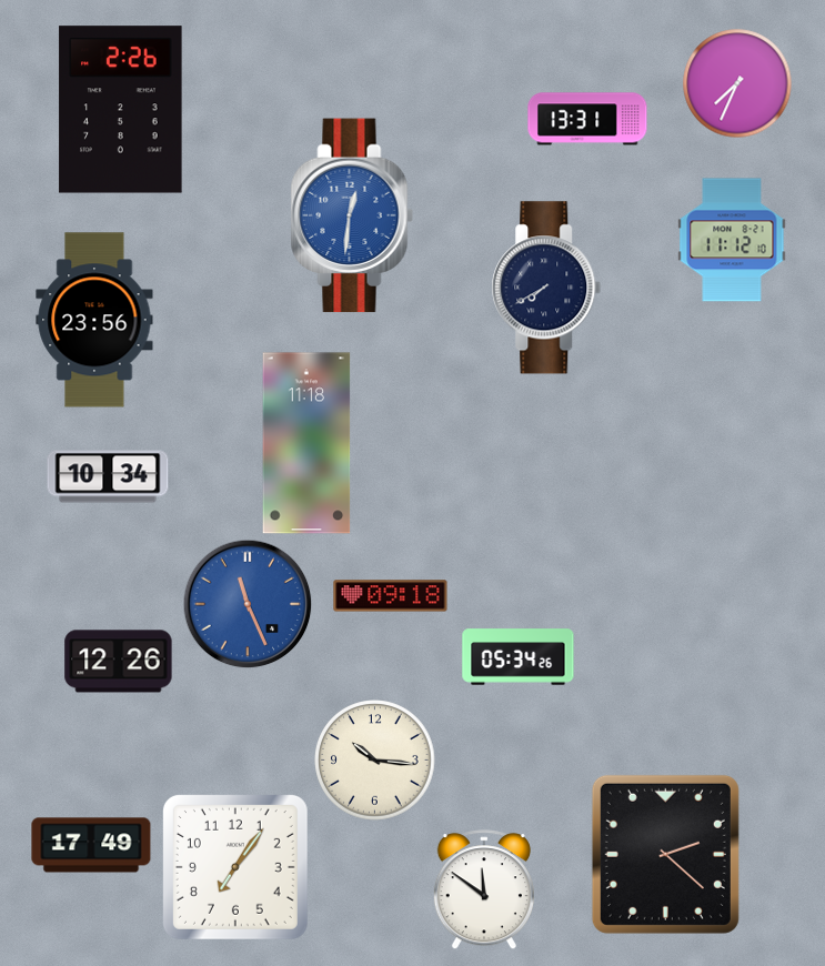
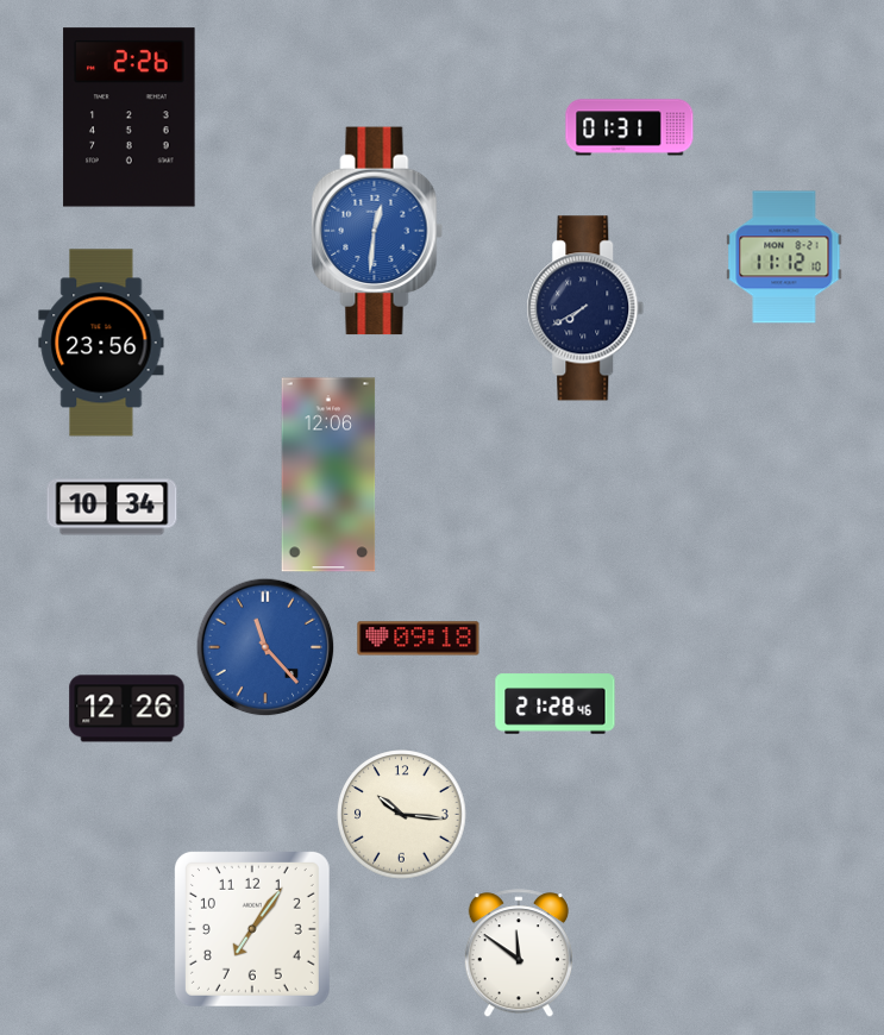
clock at (737, 83): 7:34 -> none
clock at (587, 119): 13:31 -> 01:31
clock at (306, 443): 11:18 -> 12:06
clock at (108, 476) position: (108, 476) -> (112, 507)
clock at (248, 604): 11:26 -> 11:23
clock at (519, 657): 05:34 -> 21:28
clock at (91, 845): 17:49 -> none
clock at (665, 854): 2:22 -> none
